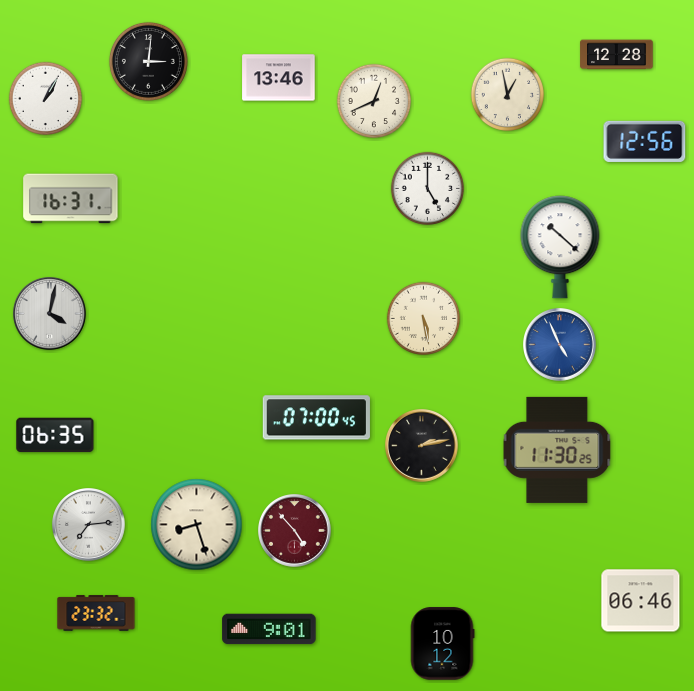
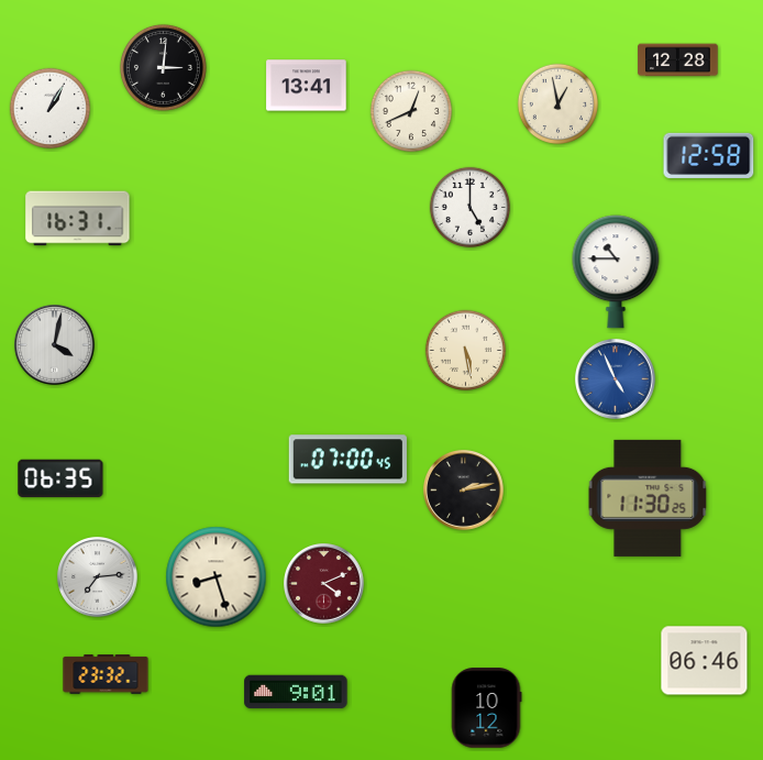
clock at (279, 78): 13:46 -> 13:41
clock at (645, 141): 12:56 -> 12:58
clock at (560, 247): 10:22 -> 10:45
clock at (557, 450) position: (557, 450) -> (648, 498)
clock at (295, 531): 4:53 -> 4:11
